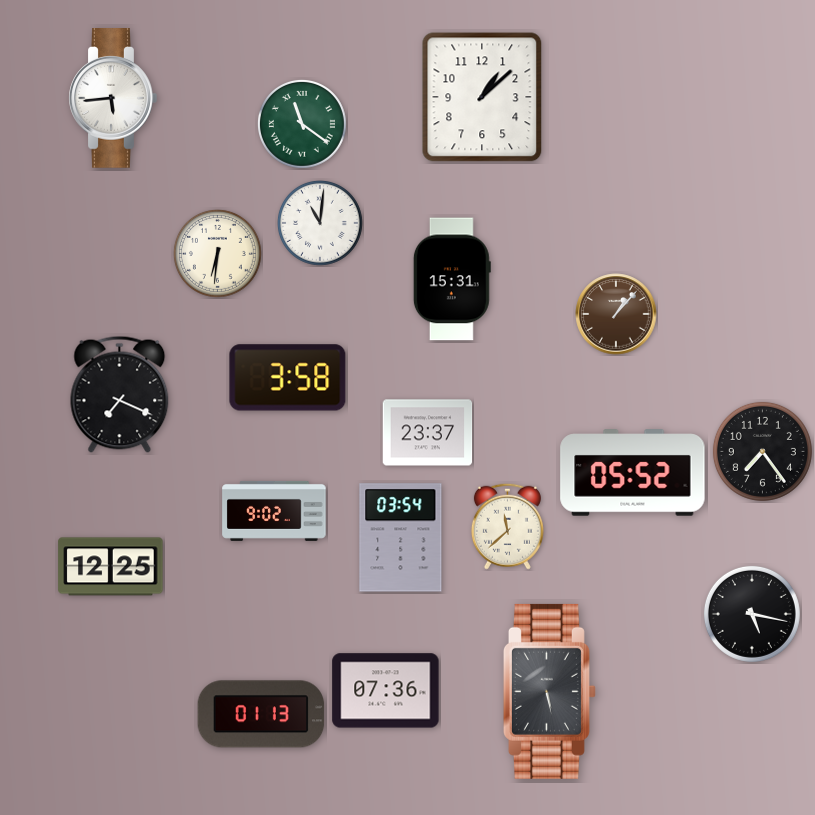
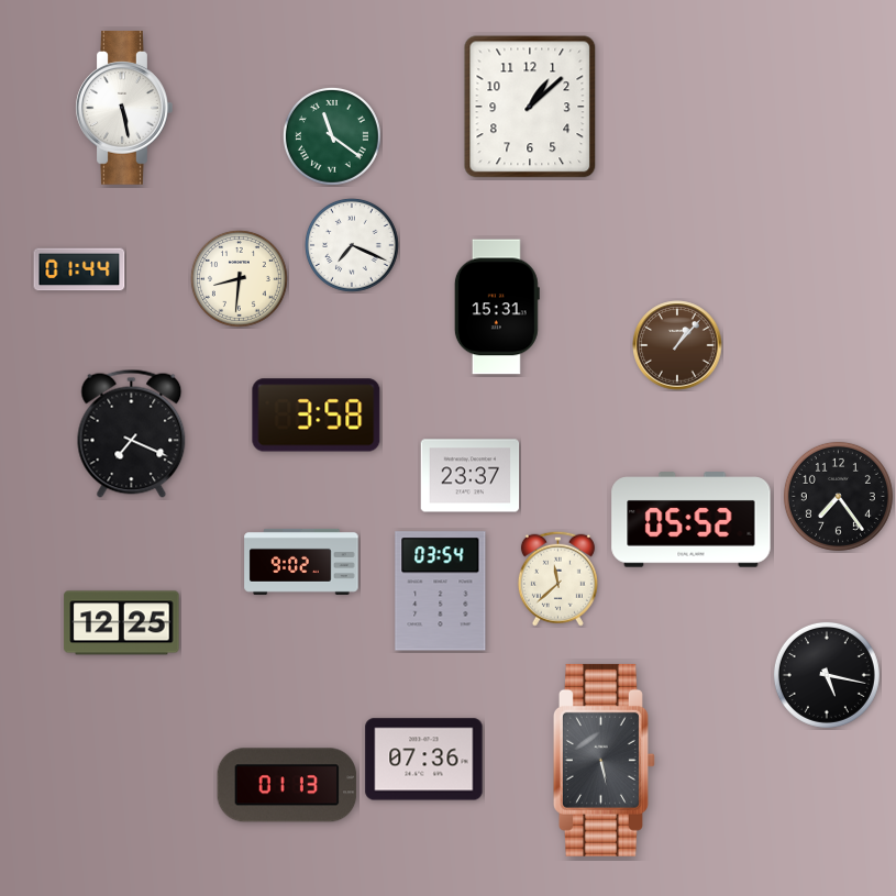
clock at (113, 99): 5:44 -> 5:28
clock at (321, 224): 11:01 -> 7:19
clock at (79, 269): none -> 01:44
clock at (217, 253): 6:31 -> 8:31
clock at (633, 473) position: (633, 473) -> (692, 520)
